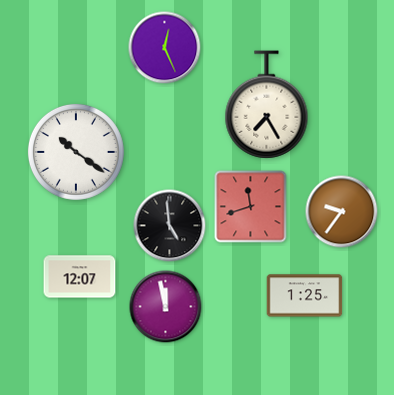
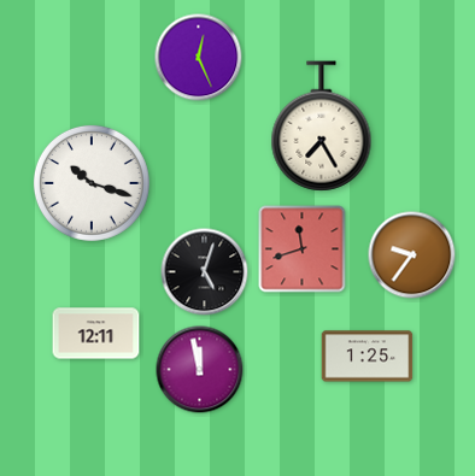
clock at (76, 152): 10:21 -> 10:18
clock at (170, 226): 4:59 -> 5:03
clock at (80, 277): 12:07 -> 12:11
